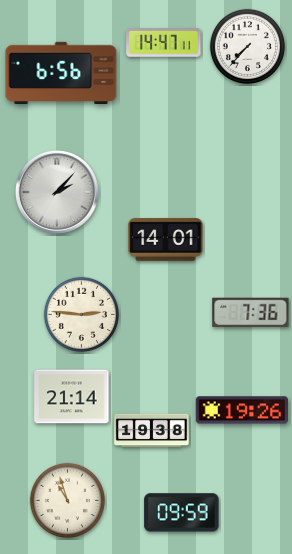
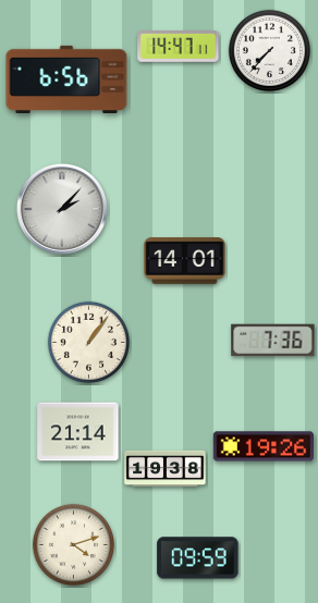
clock at (166, 240) position: (166, 240) -> (185, 261)
clock at (81, 314): 2:46 -> 1:06
clock at (67, 500): 10:57 -> 4:12
